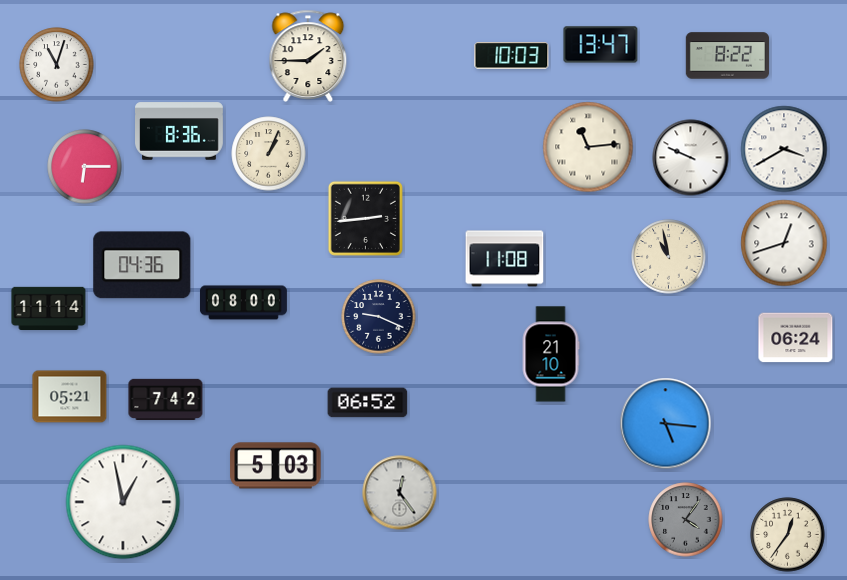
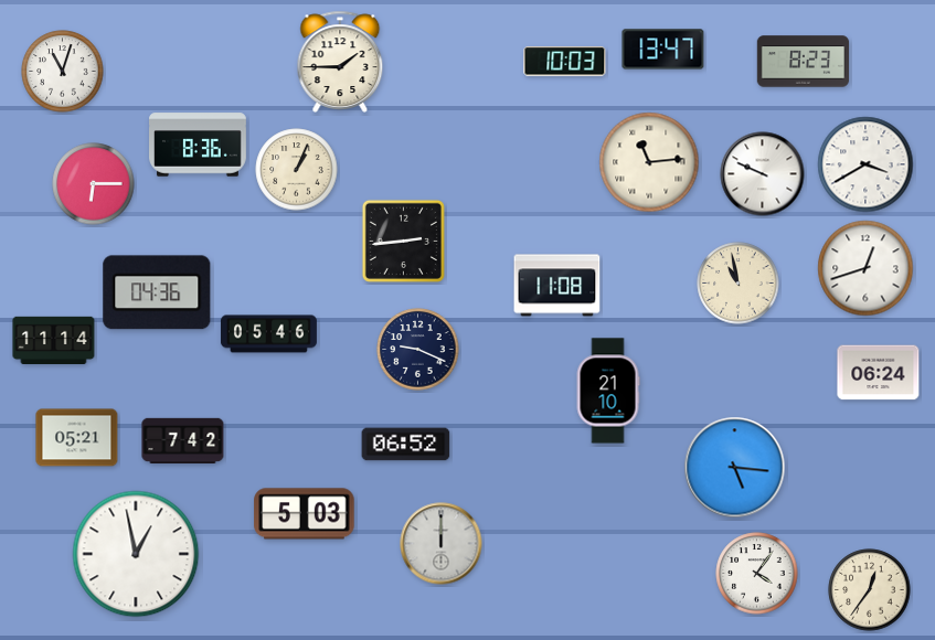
clock at (728, 56): 8:22 -> 8:23
clock at (243, 303): 08:00 -> 05:46
clock at (400, 493): 12:24 -> 12:00
clock at (686, 520) dial: grey -> white
